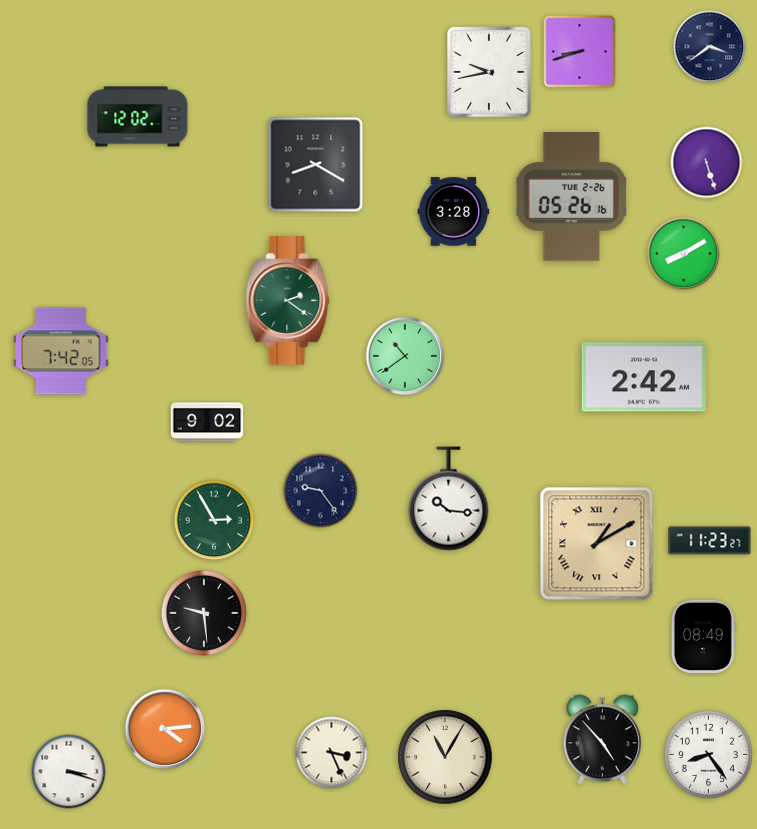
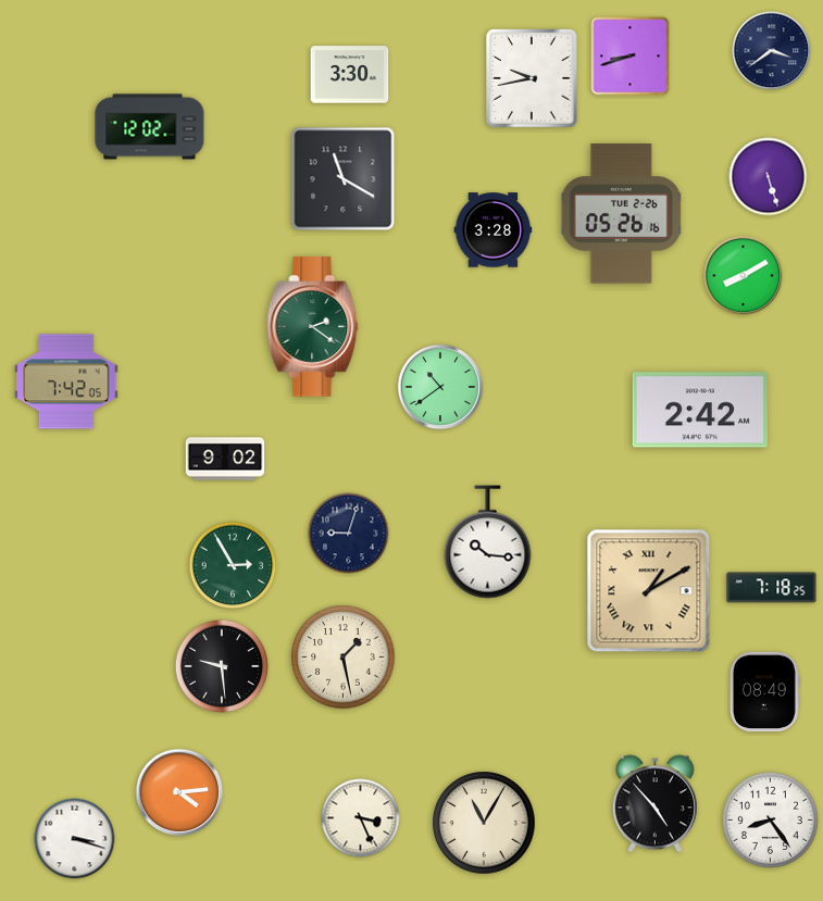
clock at (350, 75): none -> 3:30
clock at (316, 165): 8:20 -> 11:20
clock at (321, 491): 9:24 -> 9:03
clock at (710, 541): 11:23 -> 7:18
clock at (344, 658): none -> 1:28
